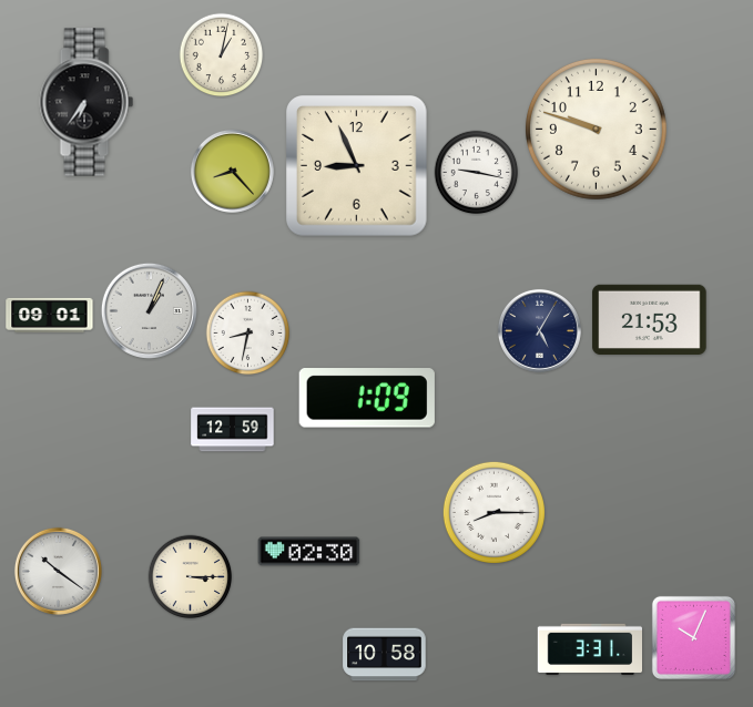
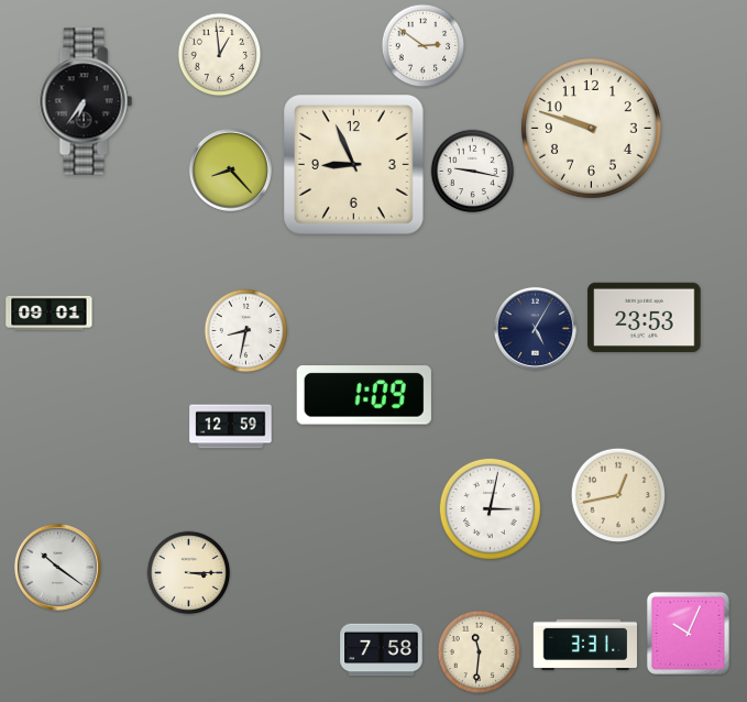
clock at (424, 46): none -> 2:51
clock at (222, 55): 1:02 -> 12:59
clock at (149, 310): 1:04 -> none
clock at (650, 319): 21:53 -> 23:53
clock at (617, 494): none -> 12:43
clock at (493, 512): 8:15 -> 3:02
clock at (309, 552): 02:30 -> none
clock at (385, 655): 10:58 -> 7:58
clock at (480, 652): none -> 11:31
